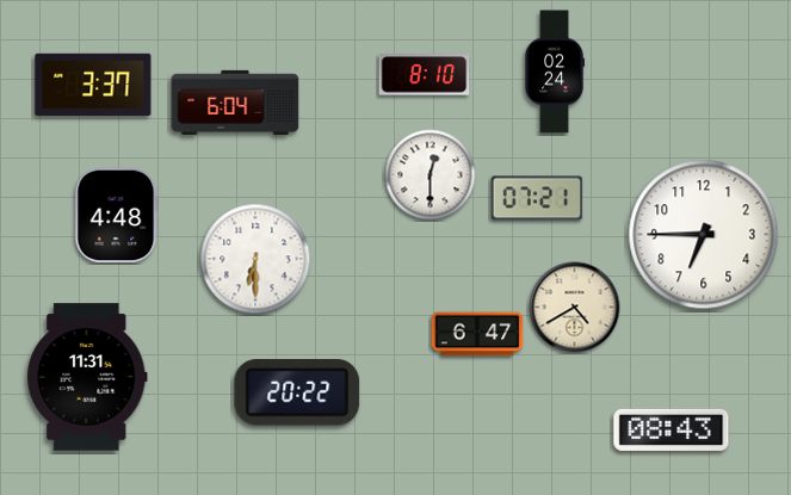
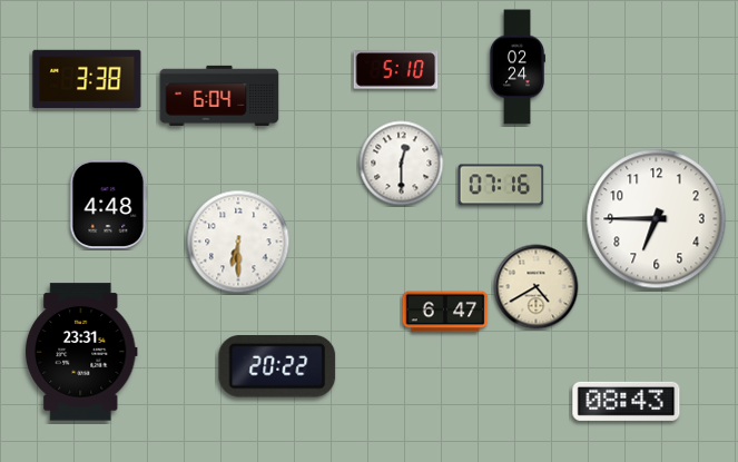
clock at (425, 75): 8:10 -> 5:10
clock at (93, 83): 3:37 -> 3:38
clock at (537, 198): 07:21 -> 07:16
clock at (117, 215) position: (117, 215) -> (109, 204)
clock at (87, 377): 11:31 -> 23:31
